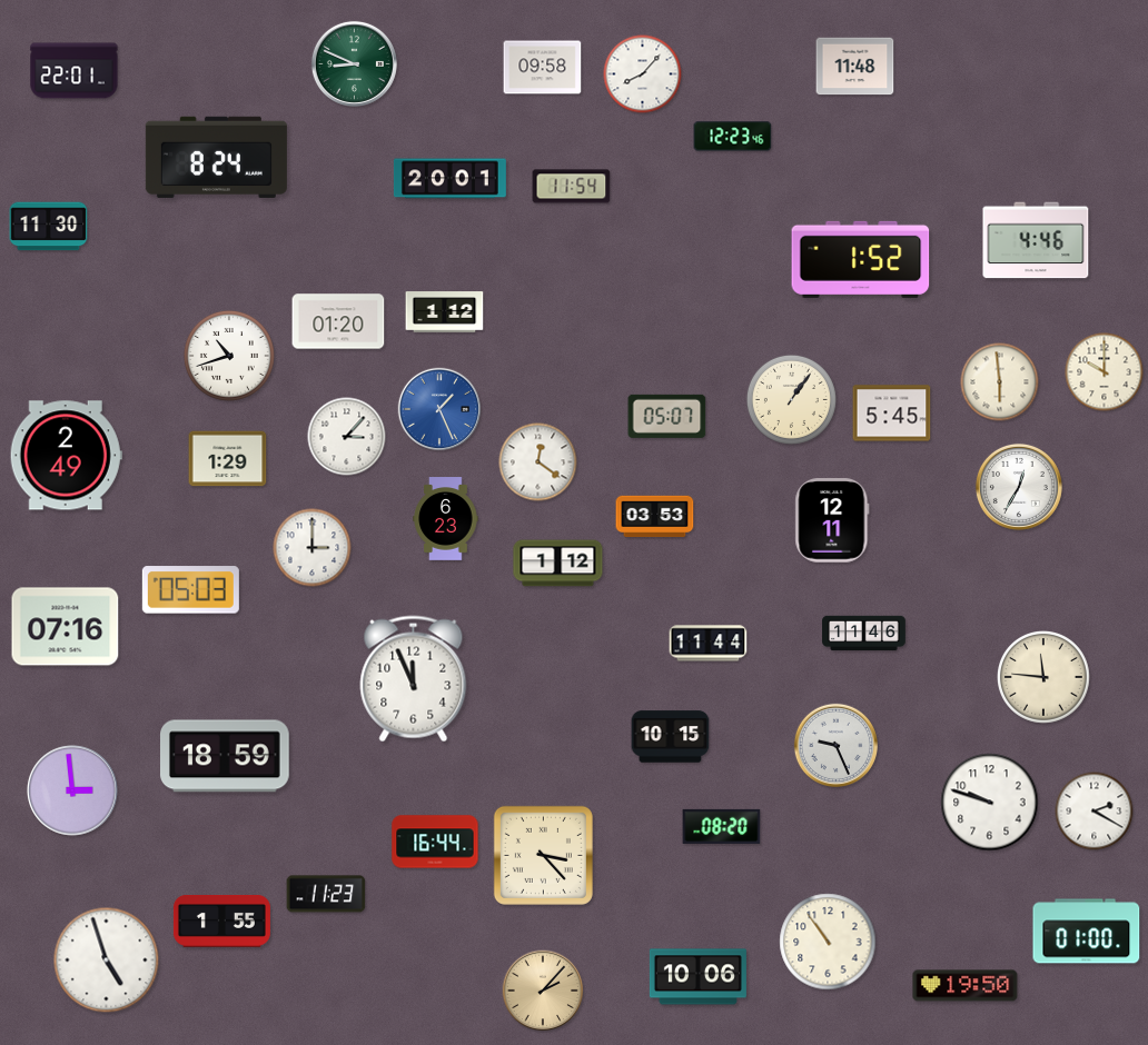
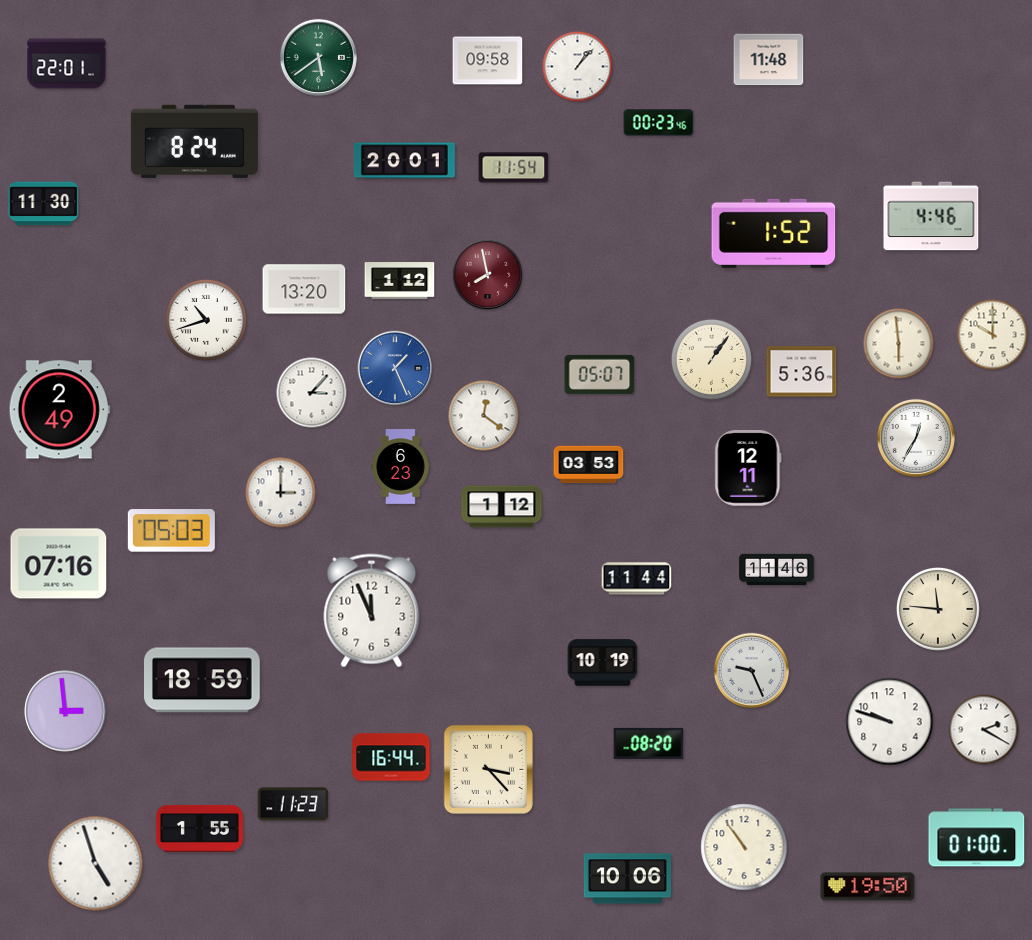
clock at (354, 63): 8:49 -> 5:39
clock at (643, 74): 8:07 -> 1:07
clock at (733, 137): 12:23 -> 00:23
clock at (488, 275): none -> 7:58
clock at (338, 321): 01:20 -> 13:20
clock at (892, 414): 5:45 -> 5:36
clock at (228, 459): 1:29 -> none
clock at (671, 737): 10:15 -> 10:19
clock at (543, 991): 2:07 -> none
